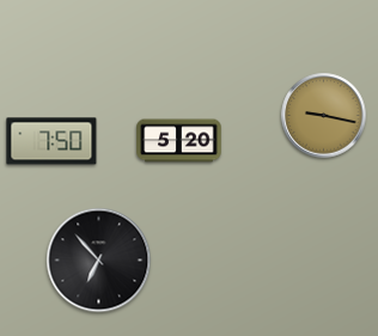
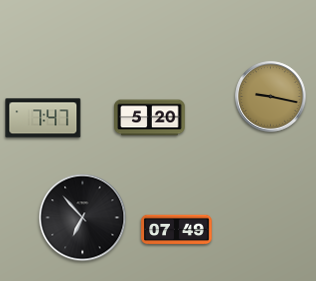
clock at (51, 141): 7:50 -> 7:47
clock at (177, 230): none -> 07:49
